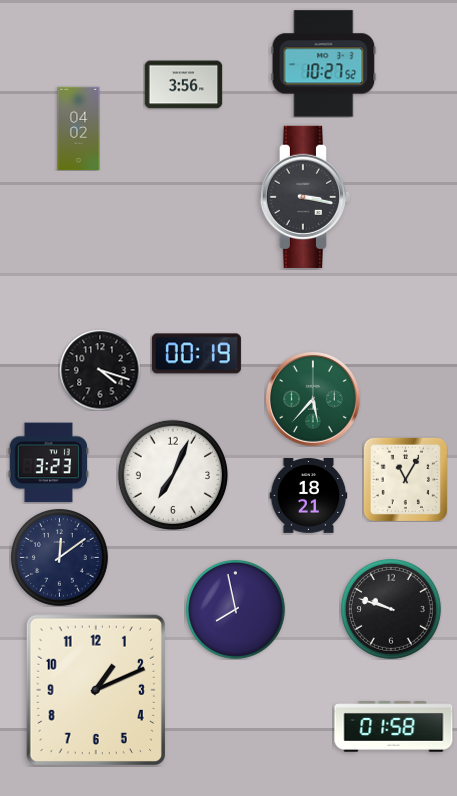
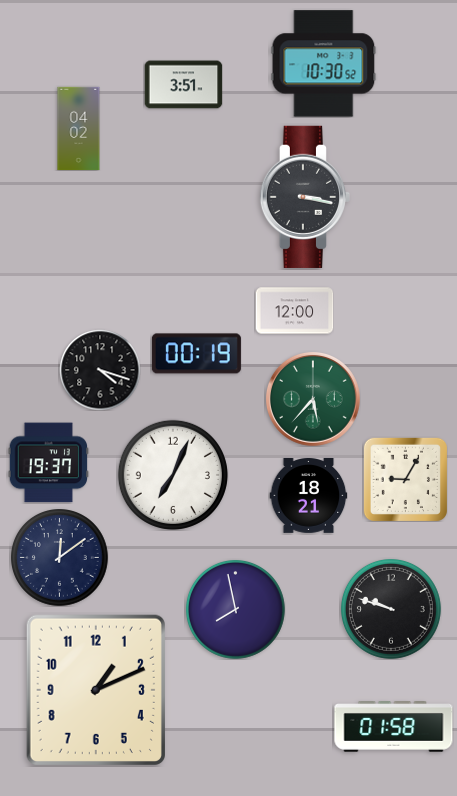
clock at (324, 64): 10:27 -> 10:30
clock at (183, 85): 3:56 -> 3:51
clock at (294, 311): none -> 12:00
clock at (48, 463): 3:23 -> 19:37
clock at (405, 479): 11:05 -> 9:05
